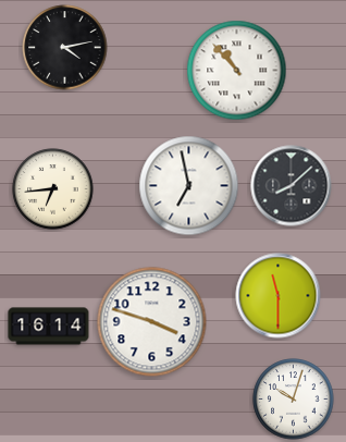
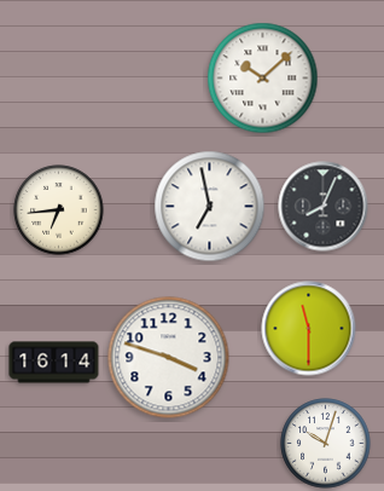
clock at (65, 48): 4:13 -> none
clock at (237, 71): 10:53 -> 10:08
clock at (292, 186): 8:08 -> 8:04
